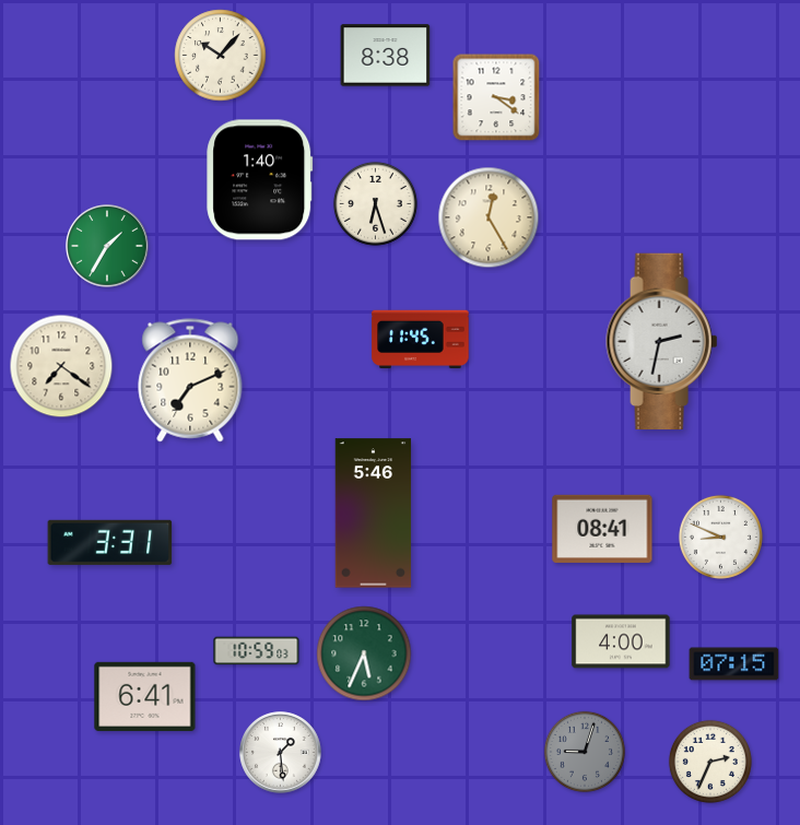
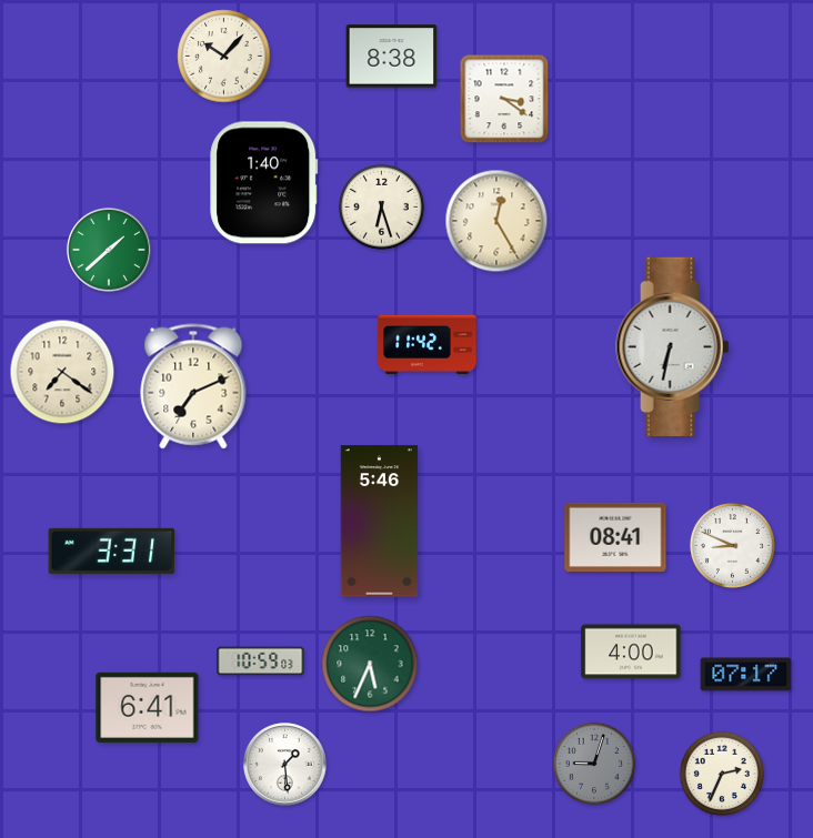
clock at (107, 246): 1:35 -> 1:38
clock at (421, 340): 11:45 -> 11:42
clock at (662, 341): 2:32 -> 6:32
clock at (602, 528) position: (602, 528) -> (615, 536)
clock at (734, 664): 07:15 -> 07:17
